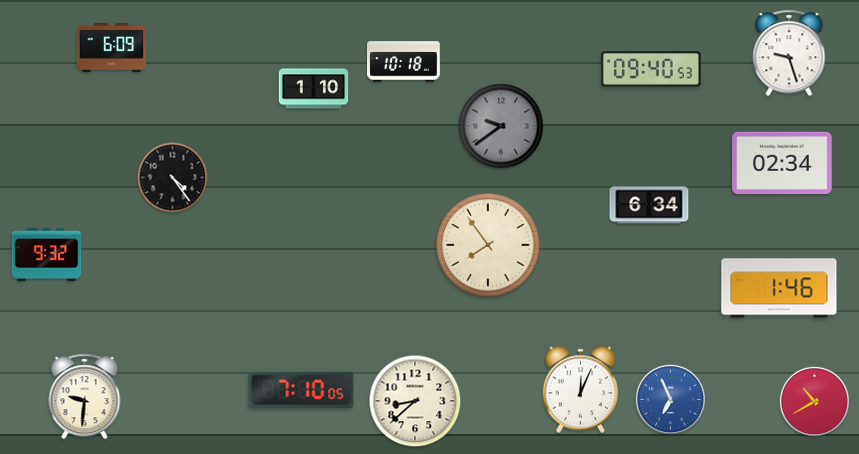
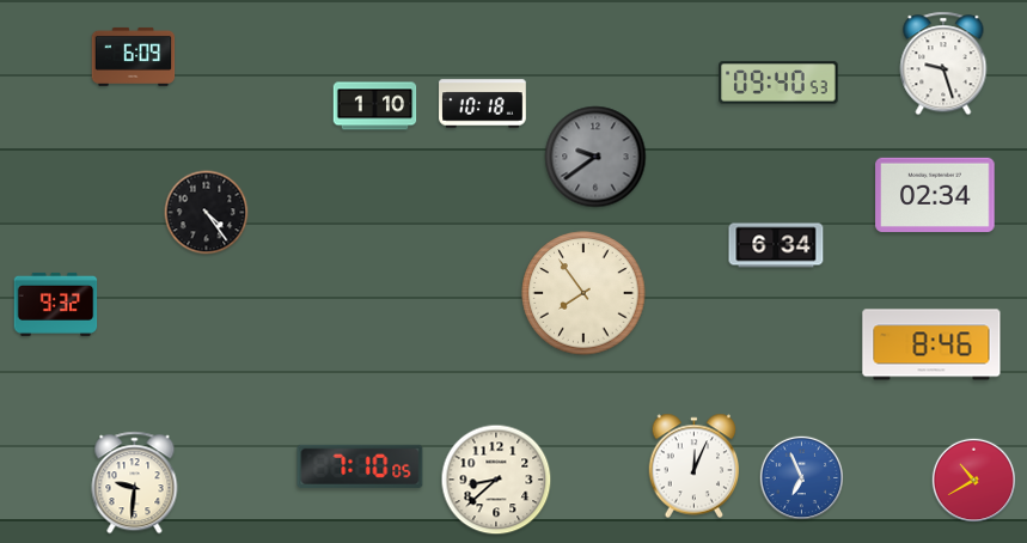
clock at (404, 62) position: (404, 62) -> (483, 104)
clock at (501, 126) position: (501, 126) -> (595, 157)
clock at (779, 288): 1:46 -> 8:46
clock at (85, 397) position: (85, 397) -> (135, 483)
